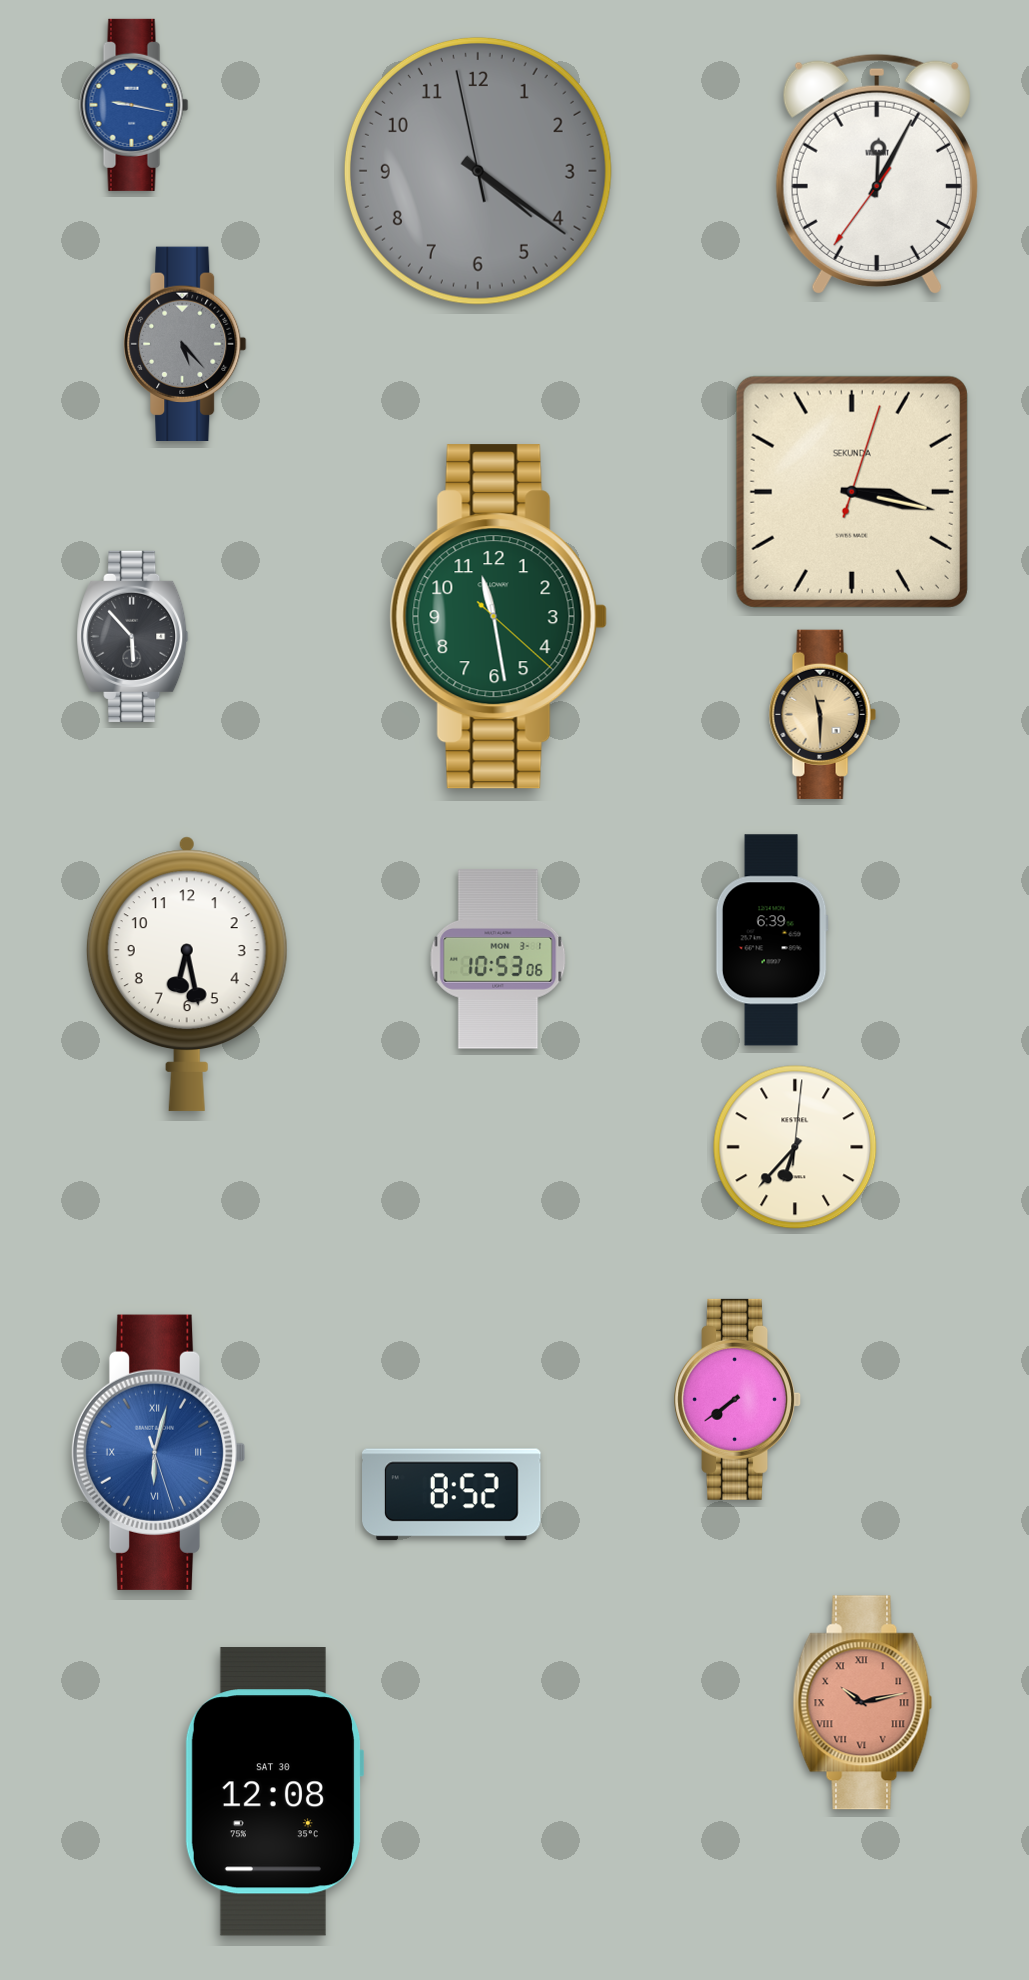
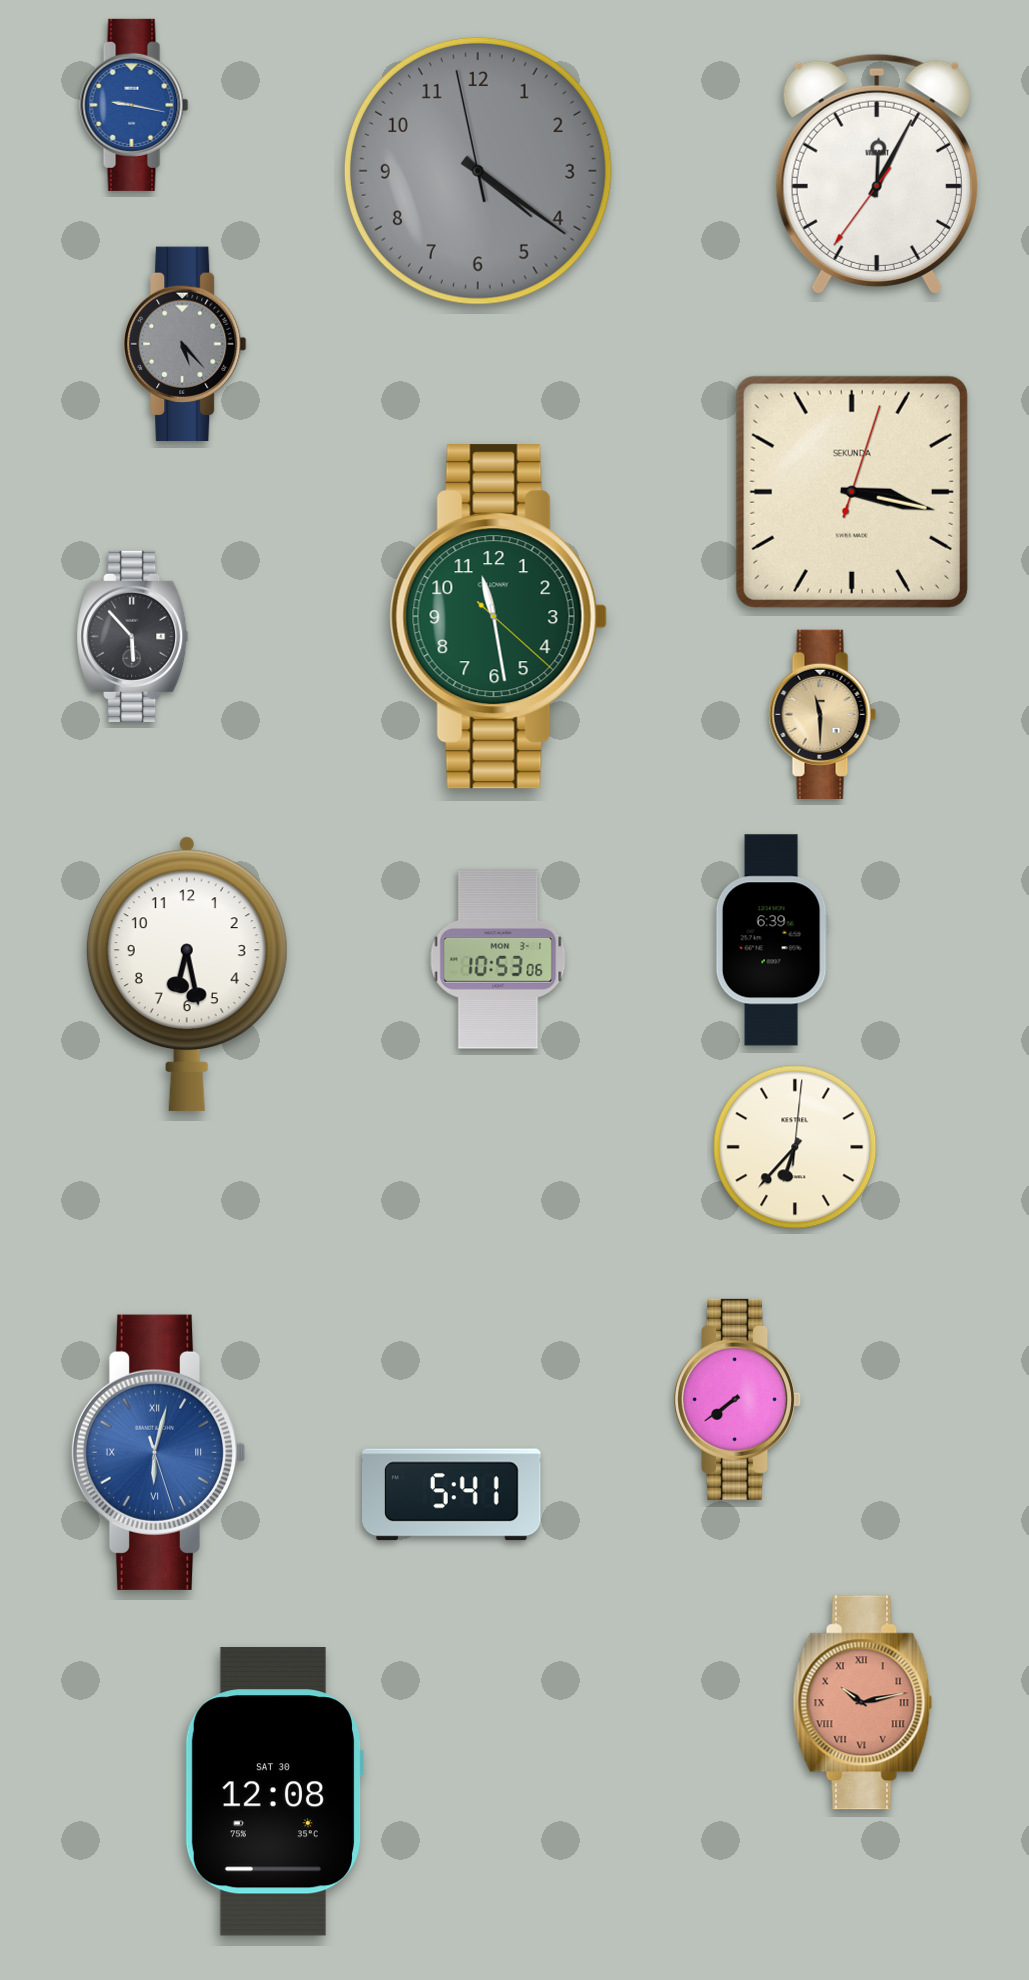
clock at (452, 1495): 8:52 -> 5:41
